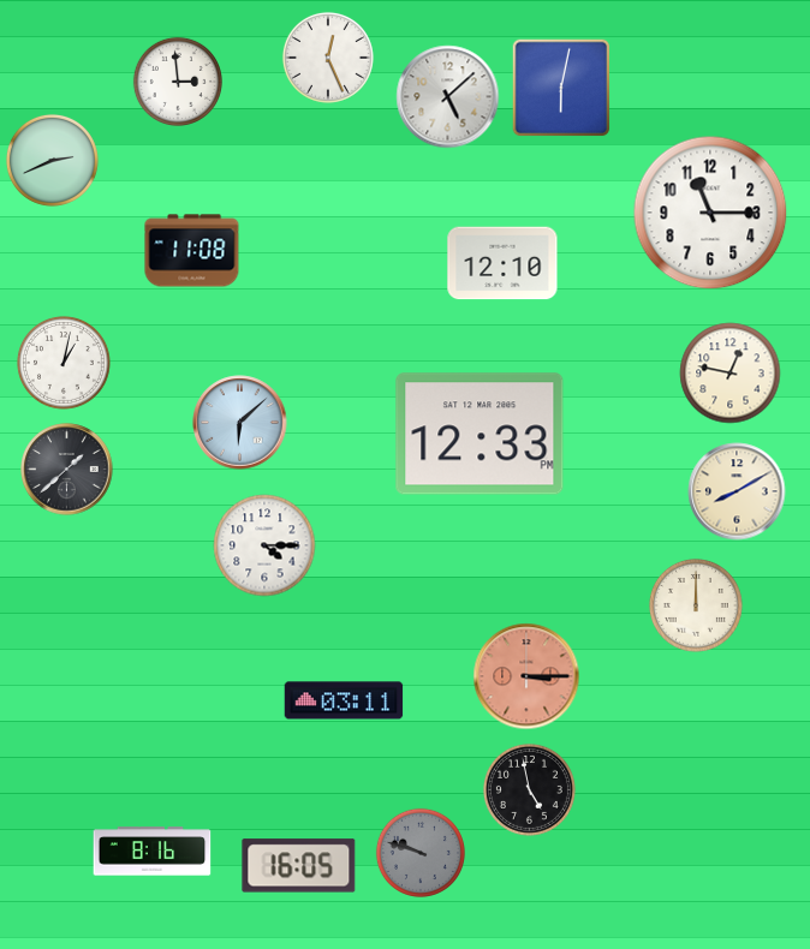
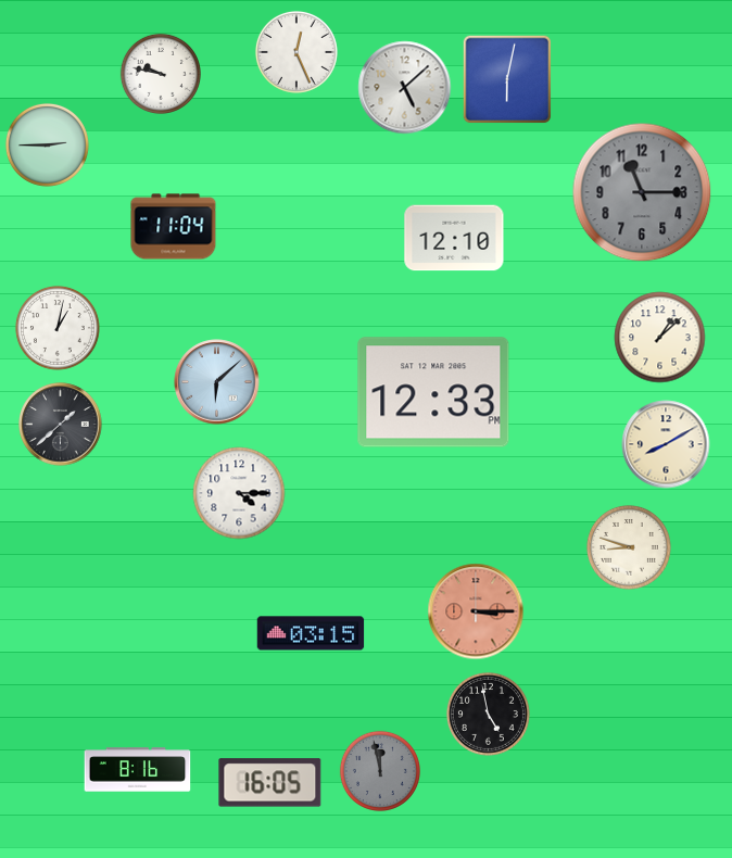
clock at (178, 82): 2:59 -> 9:47
clock at (52, 160): 2:41 -> 2:45
clock at (710, 213) dial: white -> grey
clock at (192, 251): 11:08 -> 11:04
clock at (731, 374): 12:47 -> 1:08
clock at (696, 605): 12:00 -> 8:48
clock at (344, 700): 03:11 -> 03:15
clock at (529, 789) position: (529, 789) -> (488, 714)
clock at (421, 853): 9:48 -> 11:58
